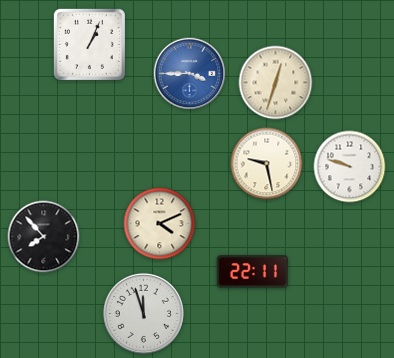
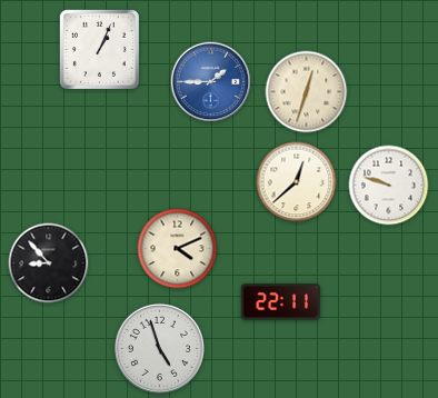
clock at (190, 74): 3:45 -> 1:45
clock at (267, 164): 9:28 -> 12:38
clock at (44, 237): 7:53 -> 8:53
clock at (143, 313): 11:57 -> 4:57
